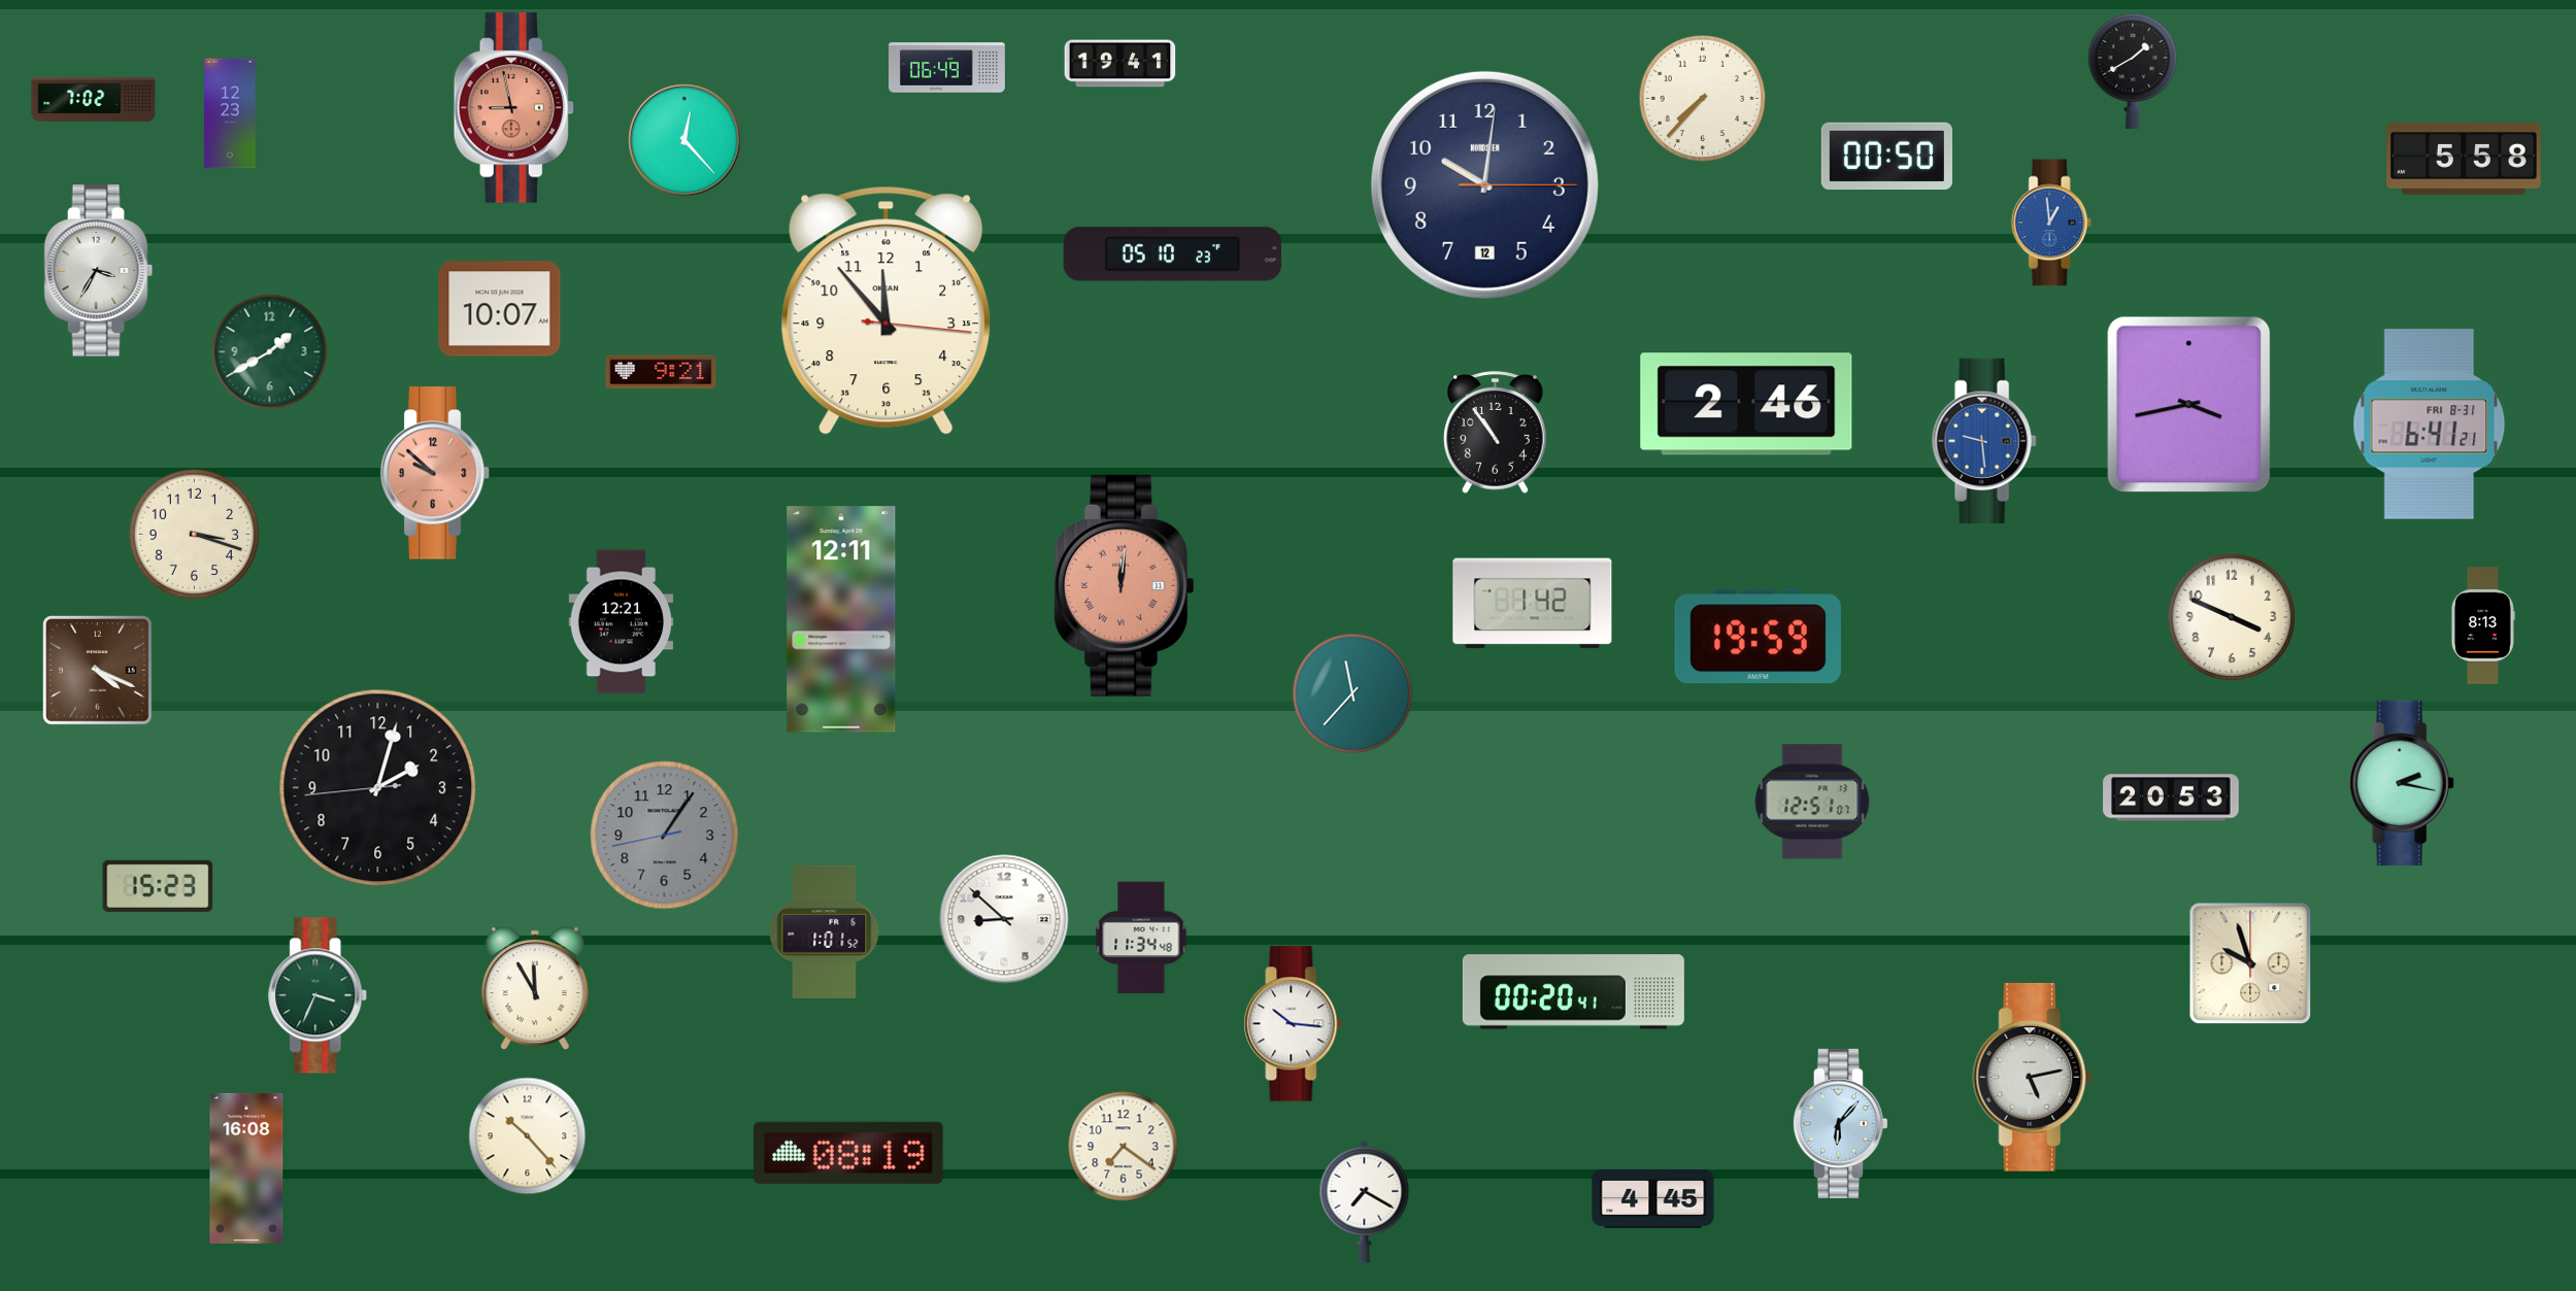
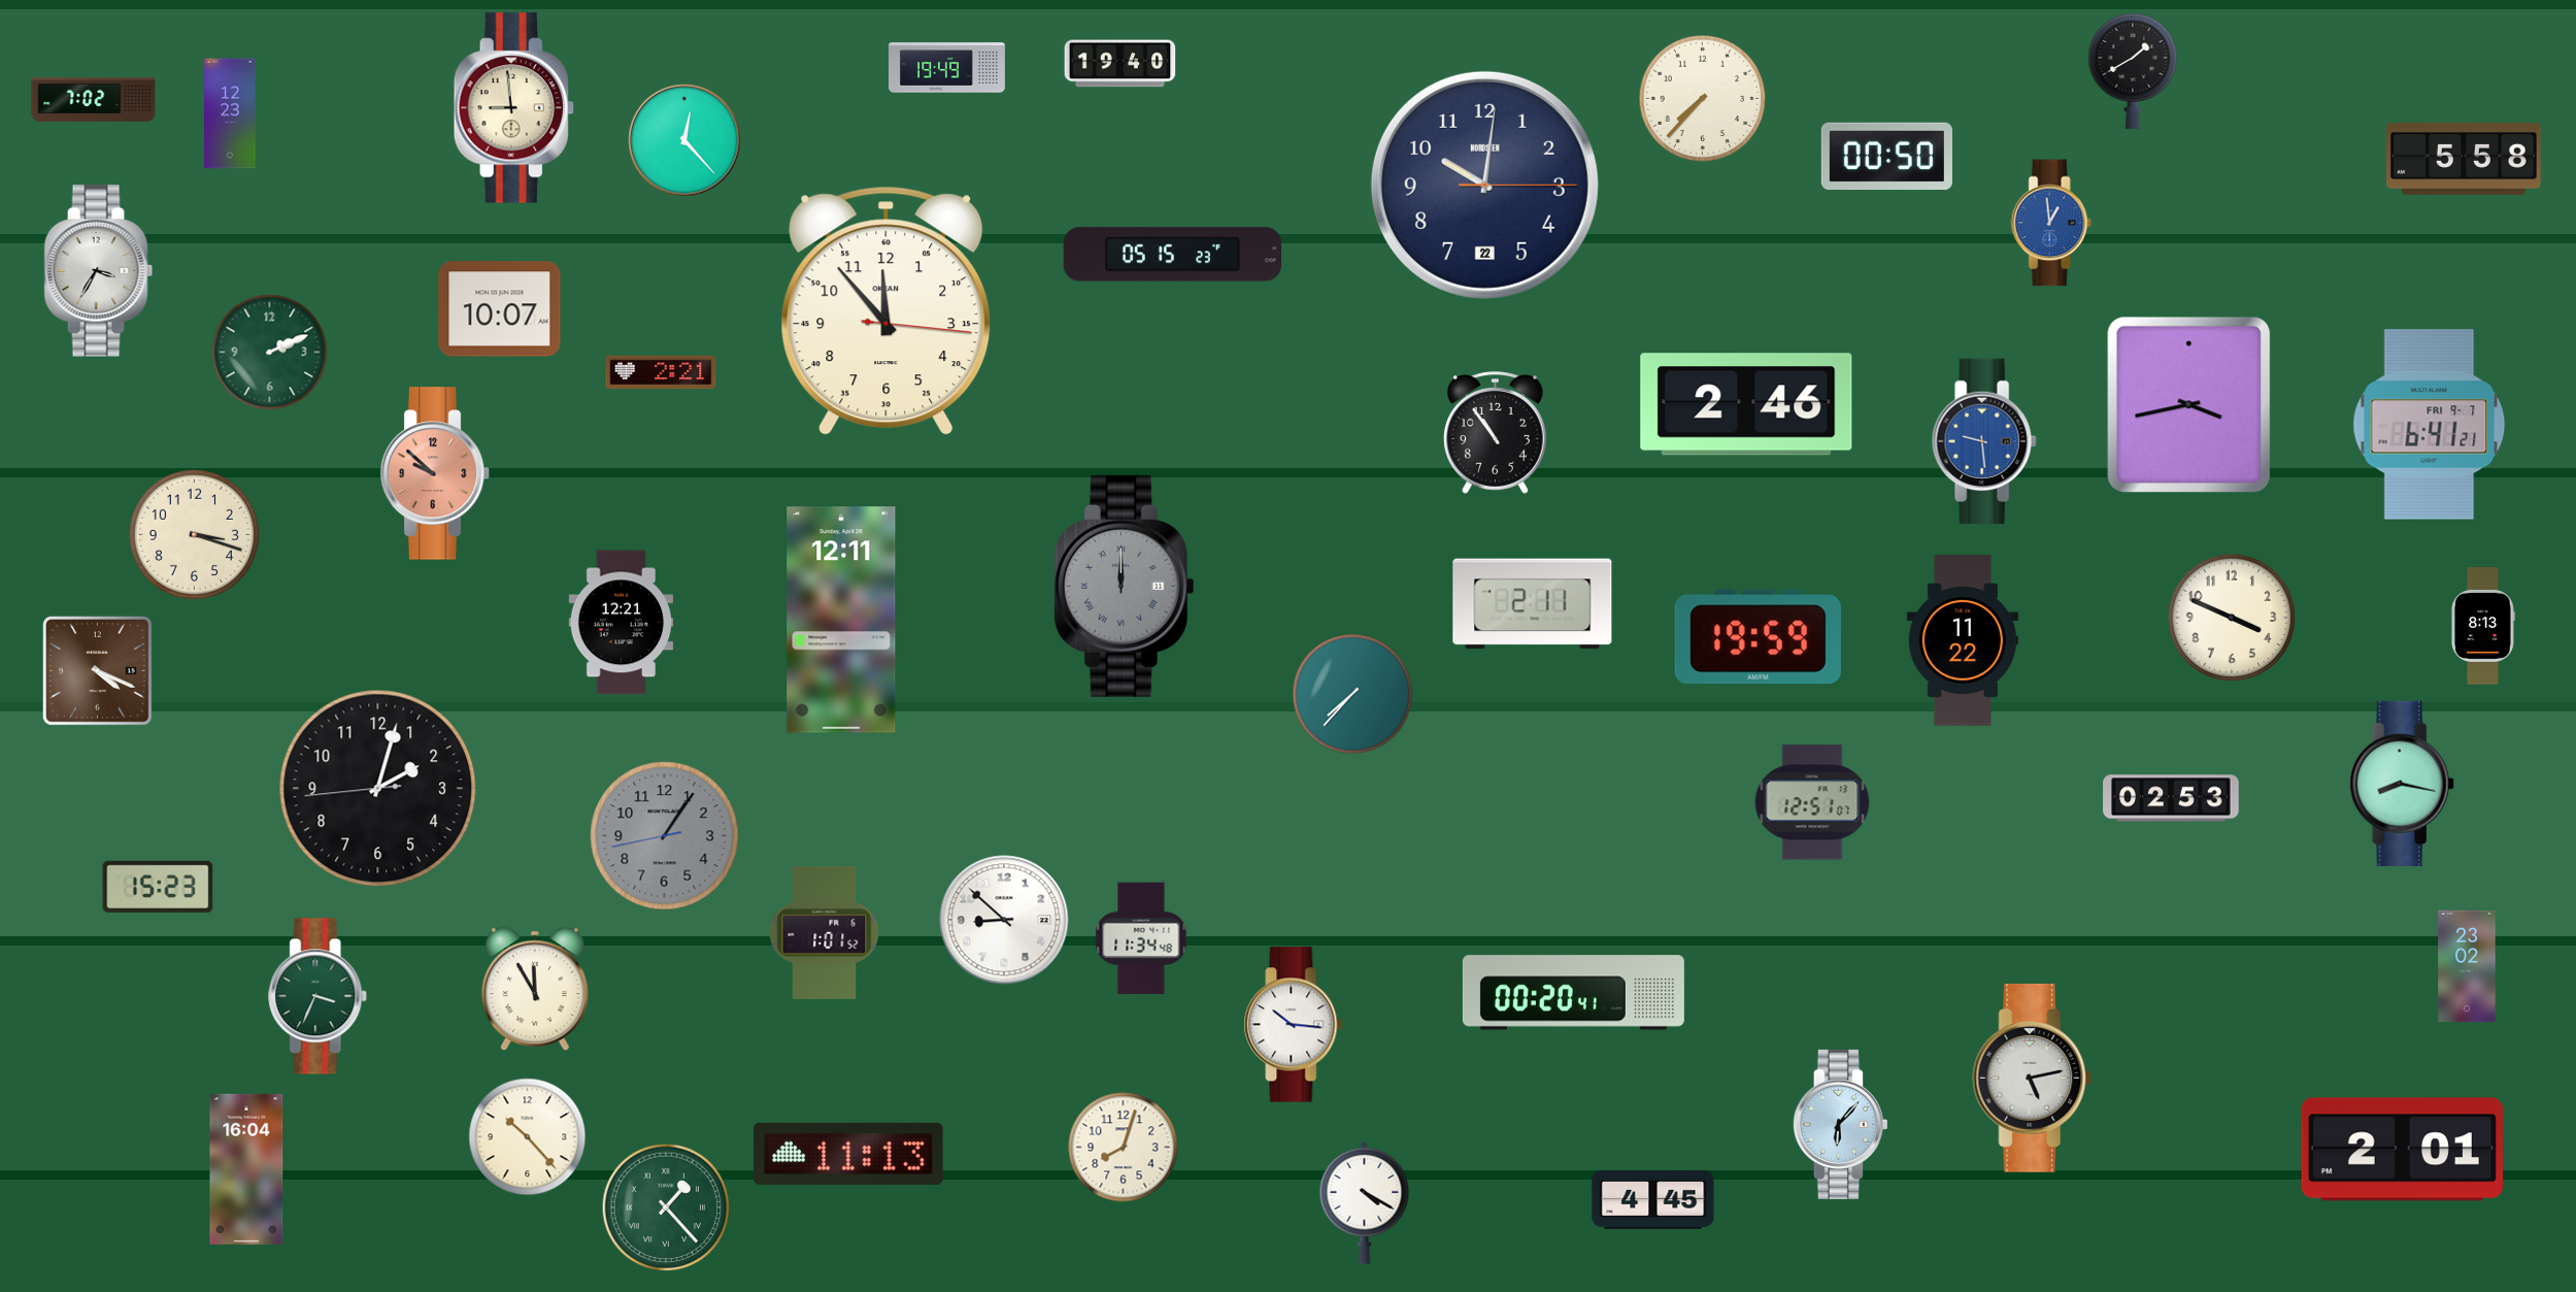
clock at (1120, 64): 19:41 -> 19:40
clock at (947, 68): 06:49 -> 19:49
clock at (513, 108): 8:58 -> 8:59
clock at (513, 108) dial: salmon -> cream
clock at (1484, 184) date: 12 -> 22
clock at (1173, 254): 05:10 -> 05:15
clock at (270, 352): 1:40 -> 2:11
clock at (661, 372): 9:21 -> 2:21
clock at (2430, 424) date: FRI 8-31 -> FRI 9-7
clock at (1124, 585): 12:01 -> 12:00
clock at (1124, 585) dial: salmon -> grey
clock at (1533, 604): 1:42 -> 2:11
clock at (1963, 640): none -> 11:22
clock at (1352, 693): 11:37 -> 7:37
clock at (2402, 782): 2:17 -> 8:17
clock at (2171, 797): 20:53 -> 02:53
clock at (2250, 963): 9:57 -> none
clock at (2467, 966): none -> 23:02
clock at (1124, 1147): 7:21 -> 8:03
clock at (2402, 1150): none -> 2:01
clock at (848, 1153): 08:19 -> 11:13
clock at (246, 1168): 16:08 -> 16:04
clock at (1365, 1201): 7:20 -> 4:20
clock at (666, 1207): none -> 1:23
